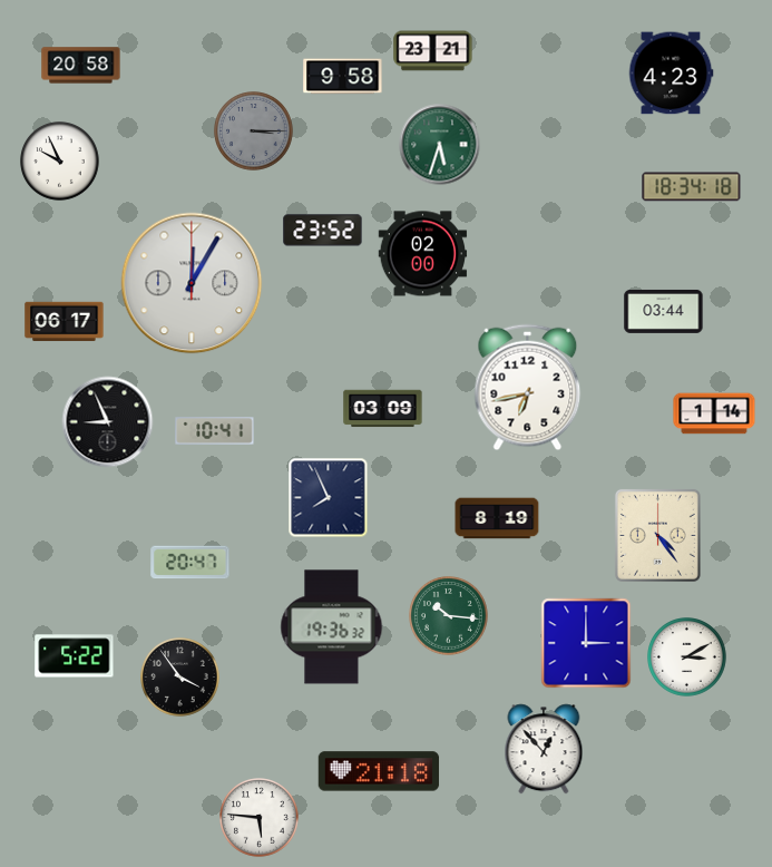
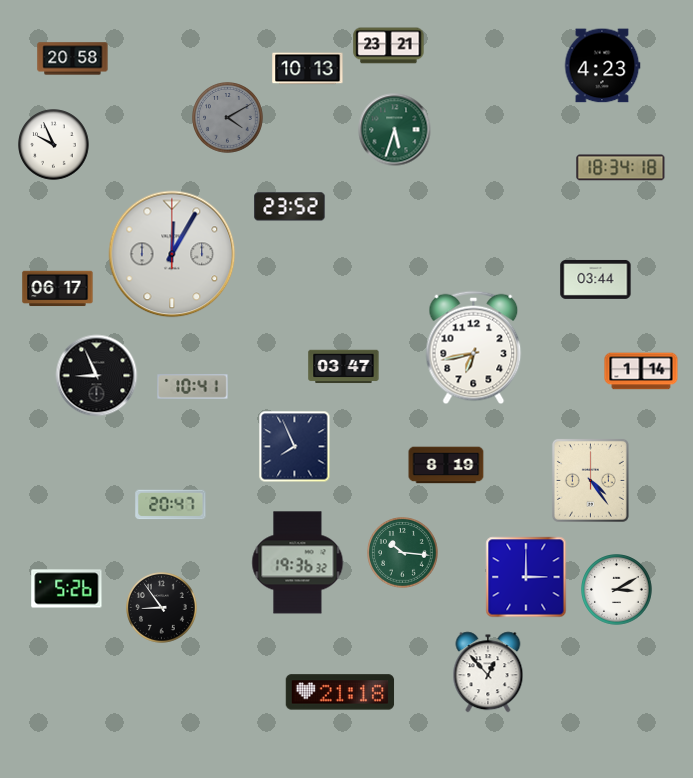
clock at (343, 77): 9:58 -> 10:13
clock at (254, 131): 3:15 -> 4:10
clock at (423, 254): 02:00 -> none
clock at (383, 409): 03:09 -> 03:47
clock at (108, 422) position: (108, 422) -> (97, 376)
clock at (75, 656): 5:22 -> 5:26
clock at (180, 678): 3:54 -> 8:54
clock at (260, 818): 5:46 -> none
